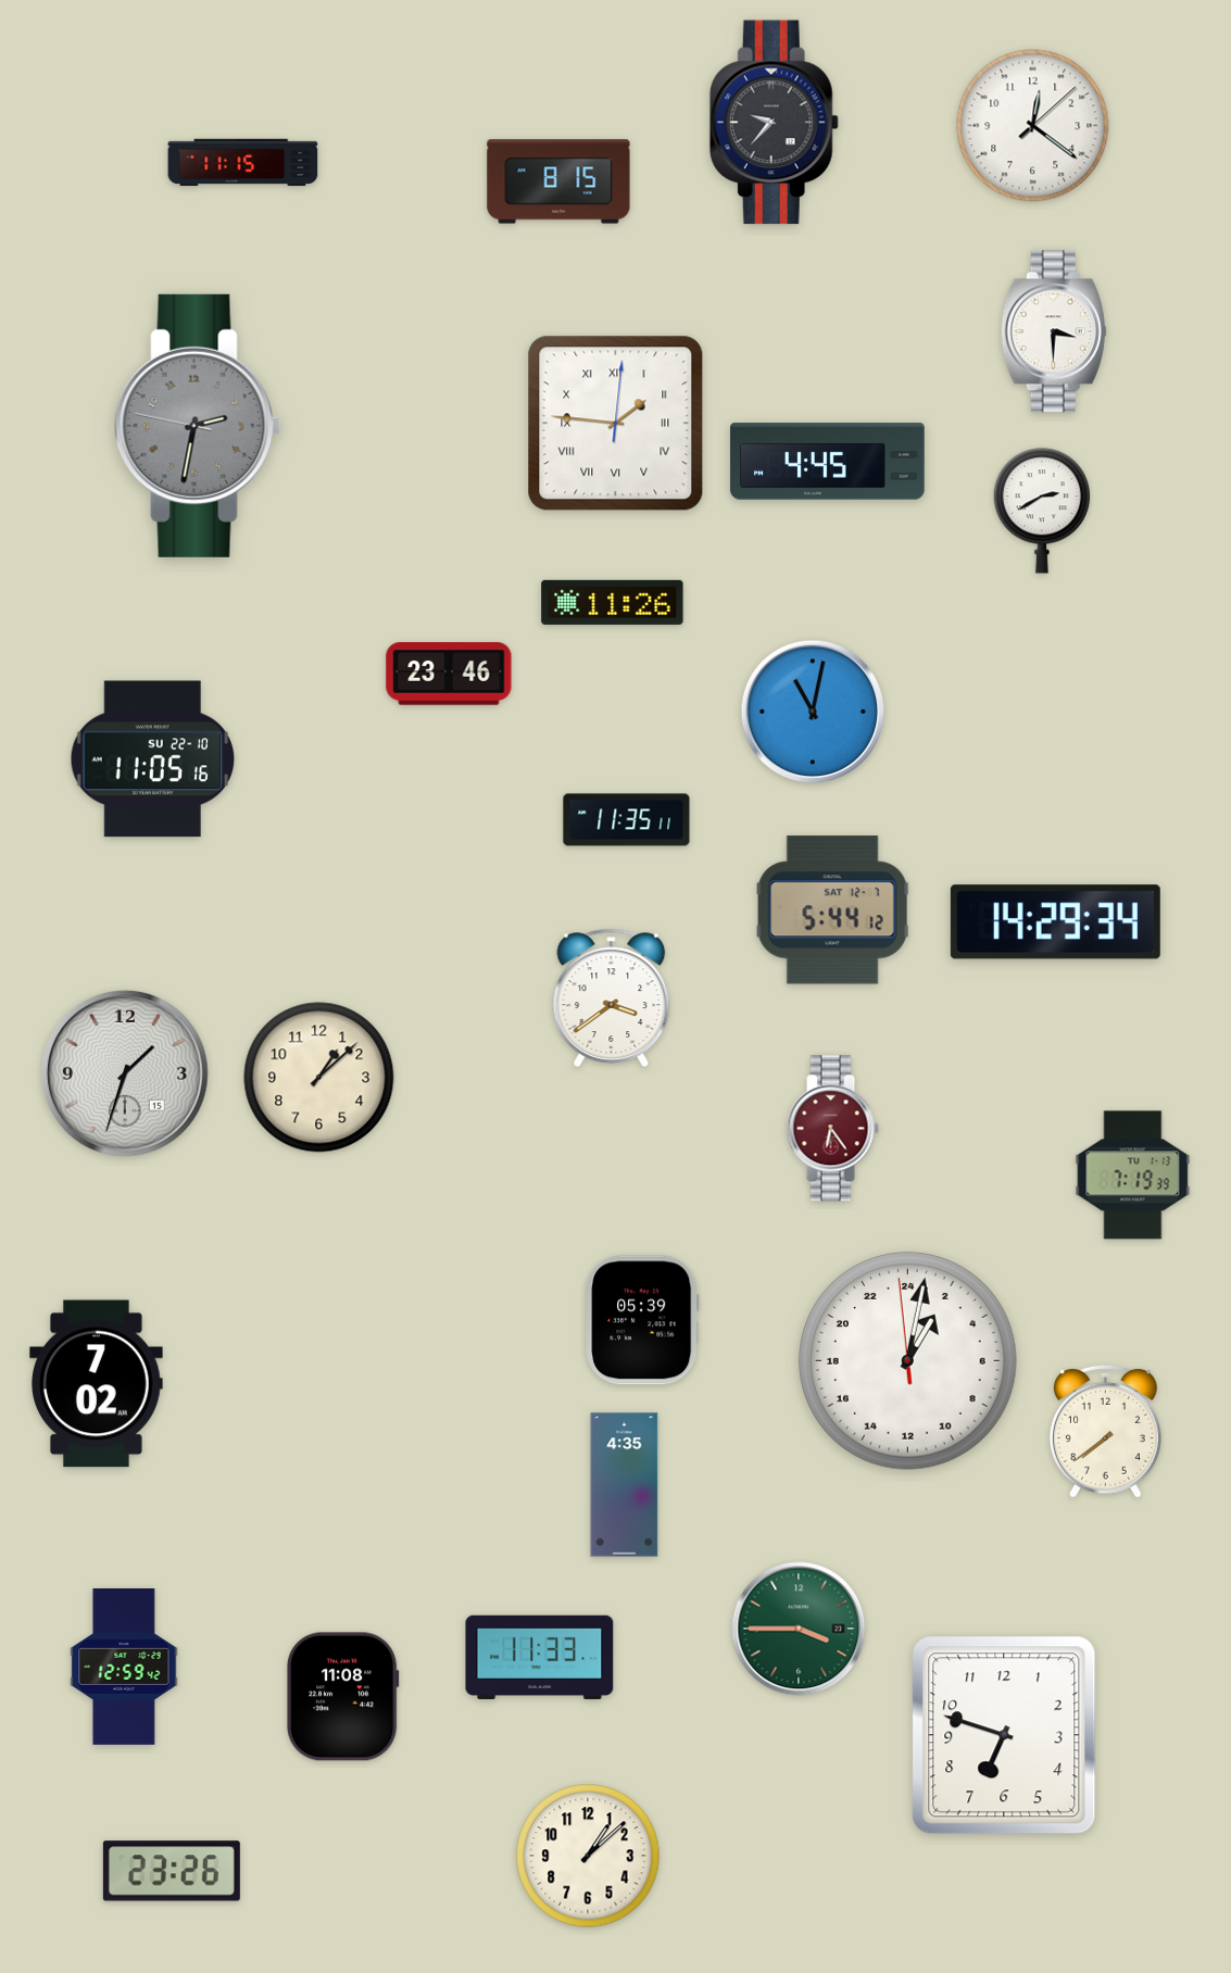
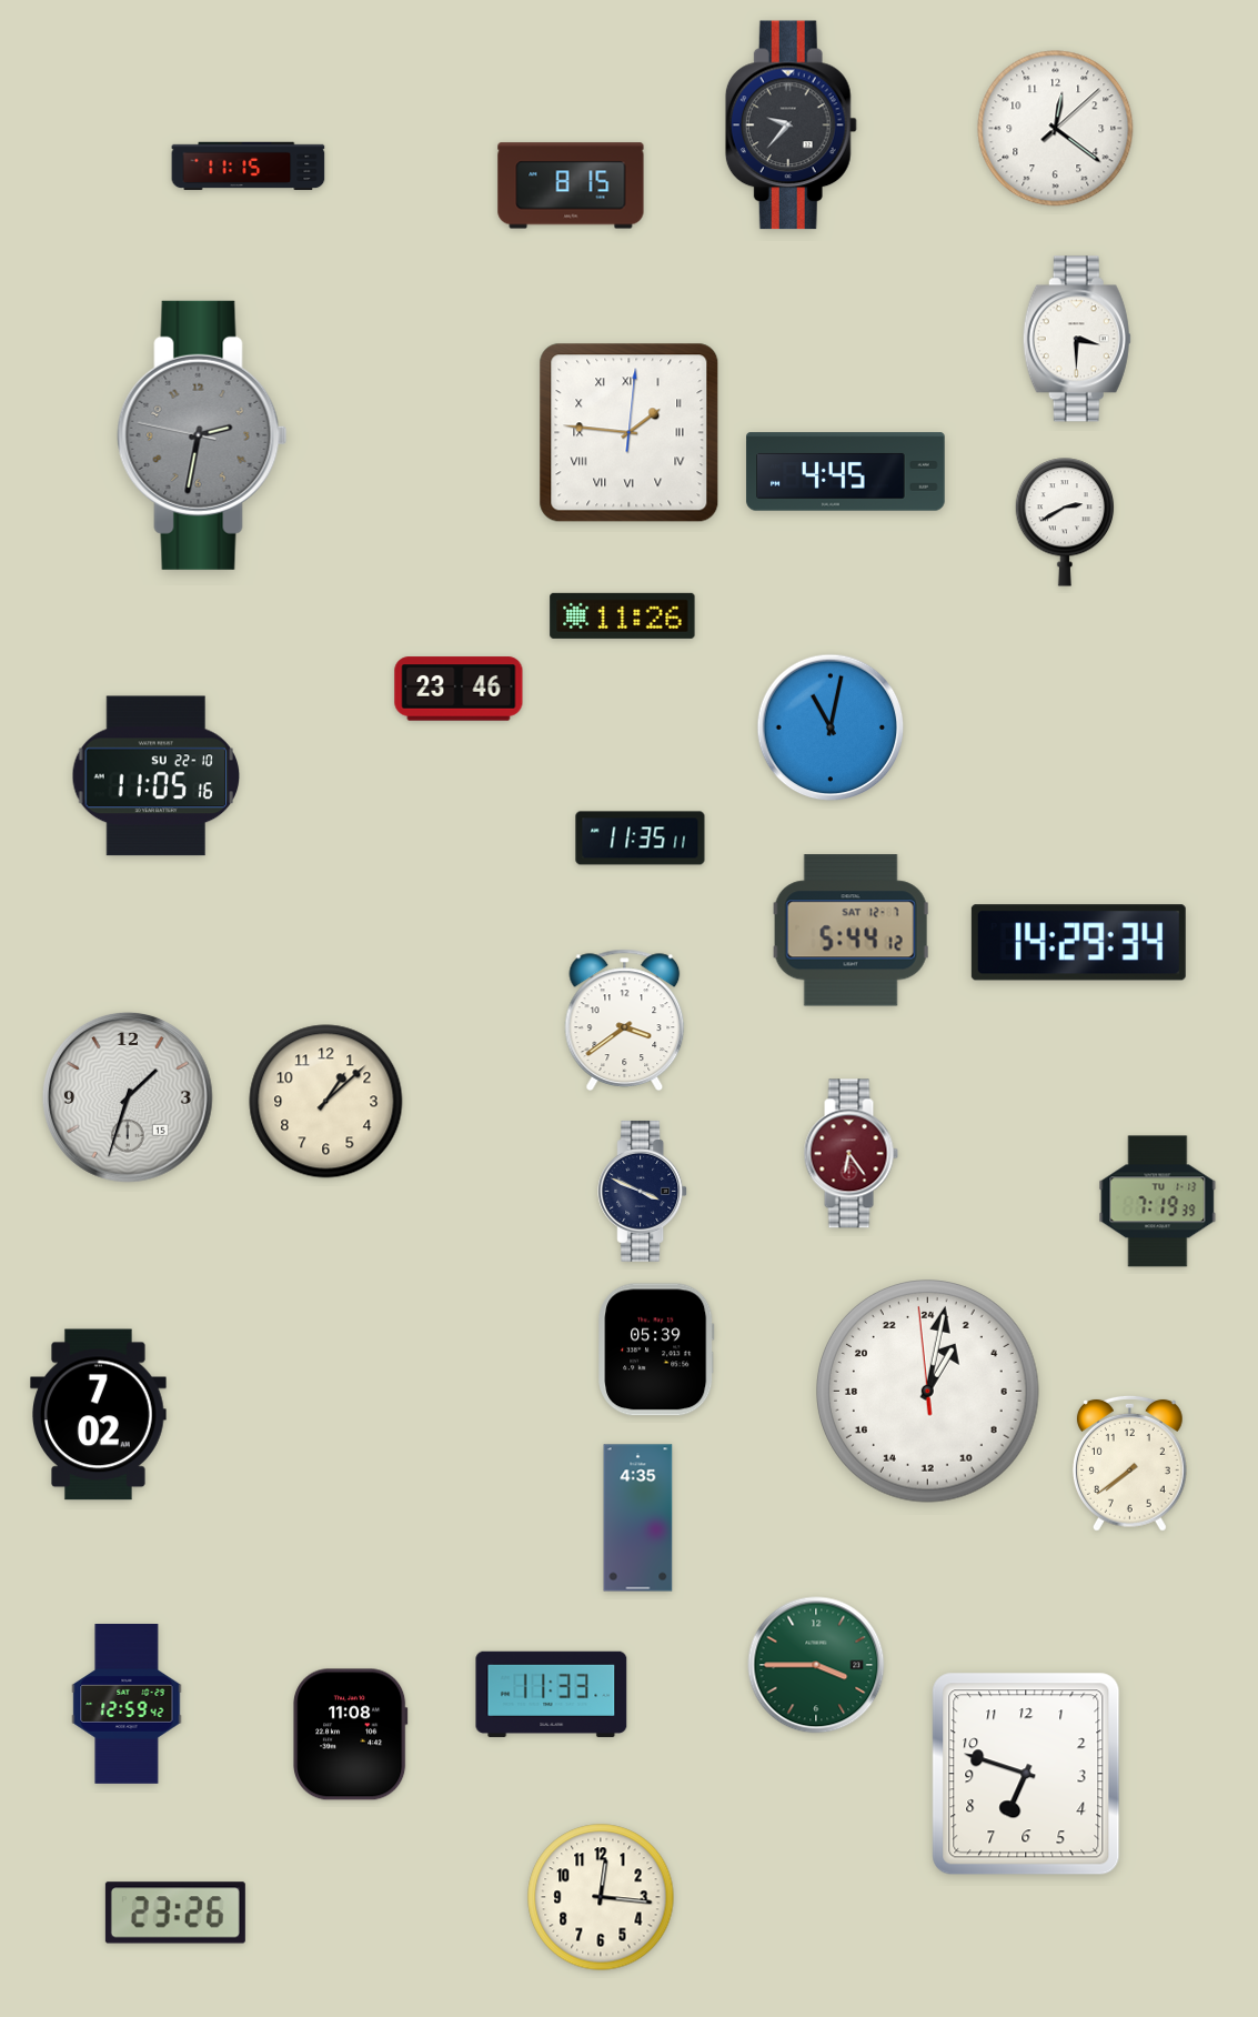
clock at (613, 602) position: (613, 602) -> (623, 615)
clock at (643, 1191): none -> 3:49
clock at (588, 1856): 1:08 -> 12:16
